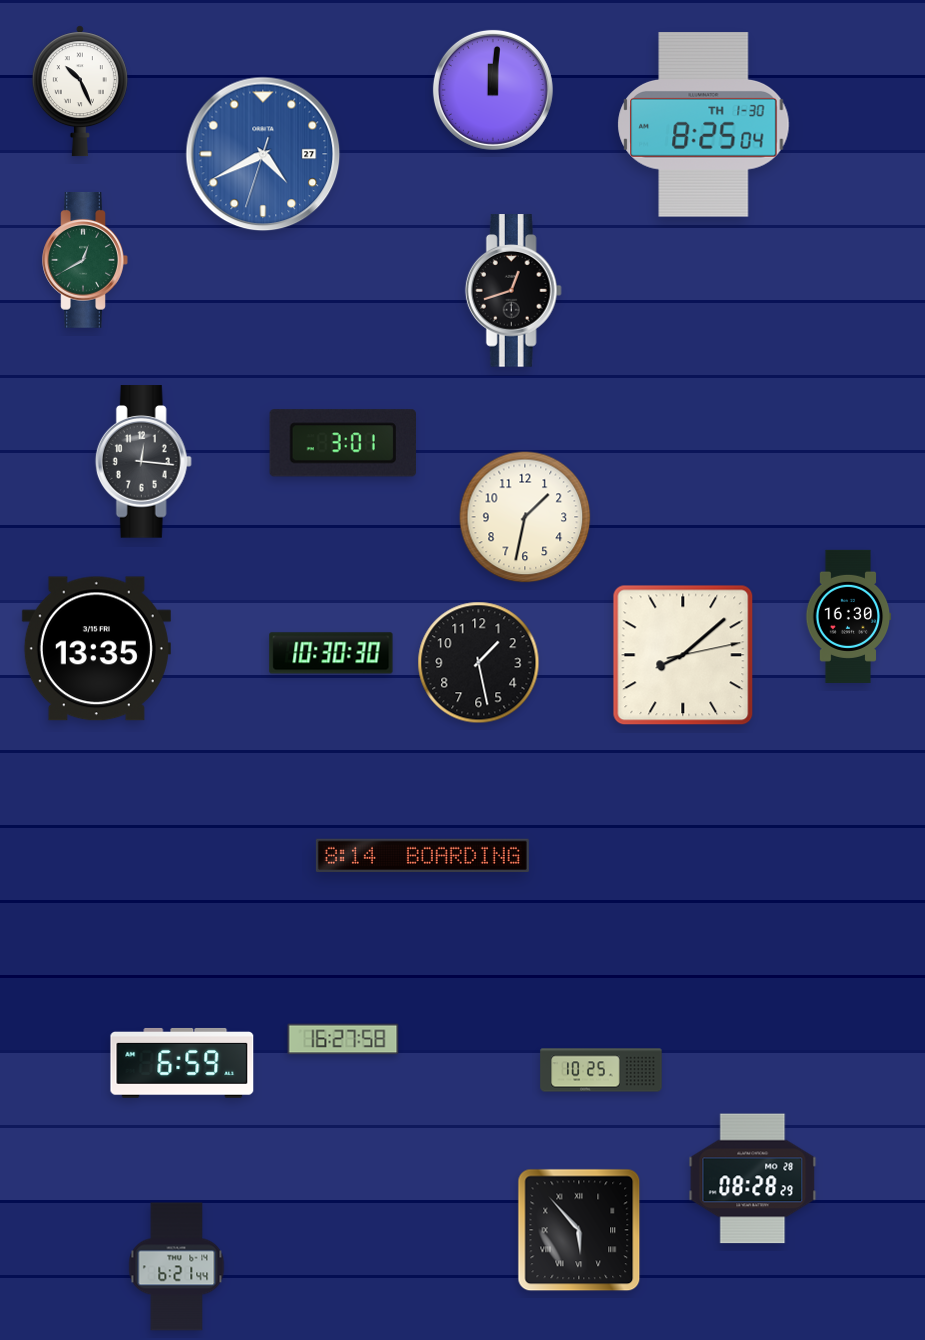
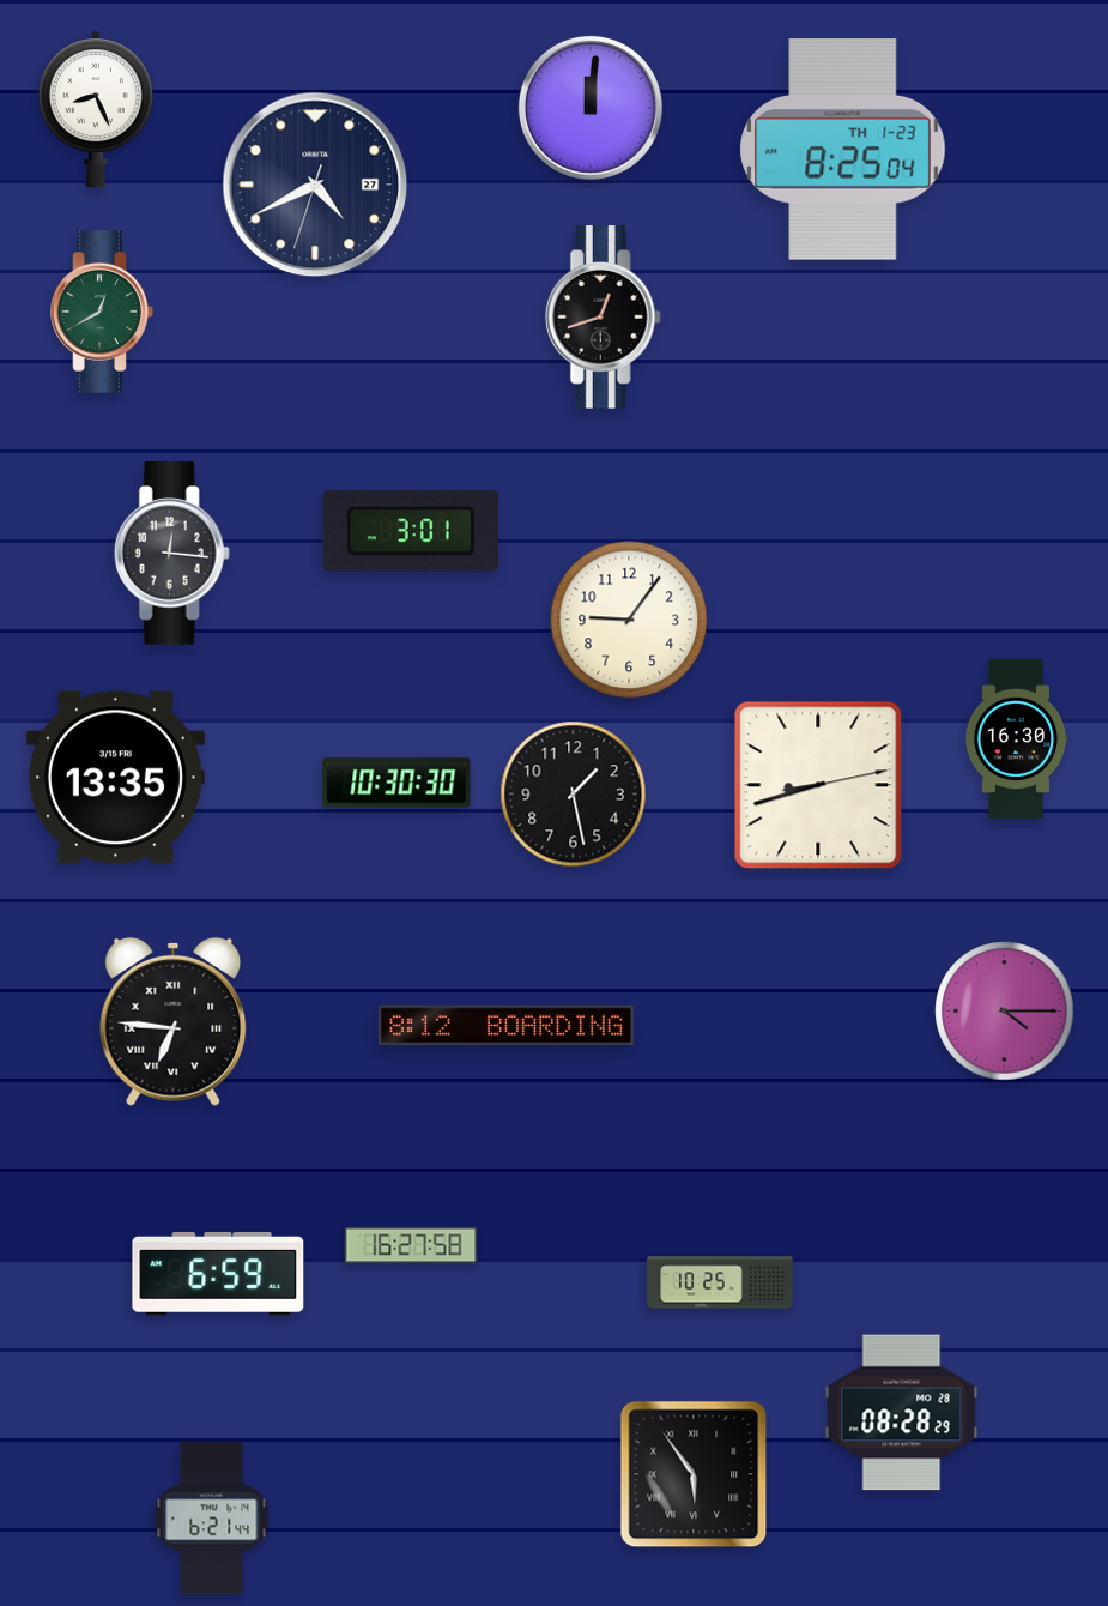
clock at (80, 91): 10:26 -> 8:26
clock at (704, 125) date: TH 1-30 -> TH 1-23
clock at (263, 154) dial: blue -> navy
clock at (513, 291) position: (513, 291) -> (603, 318)
clock at (525, 517): 1:32 -> 9:06
clock at (683, 655): 8:08 -> 8:42
clock at (1005, 1012): none -> 4:15
clock at (174, 1021): none -> 6:46
clock at (422, 856): 8:14 -> 8:12
clock at (579, 1230): 5:53 -> 5:54
